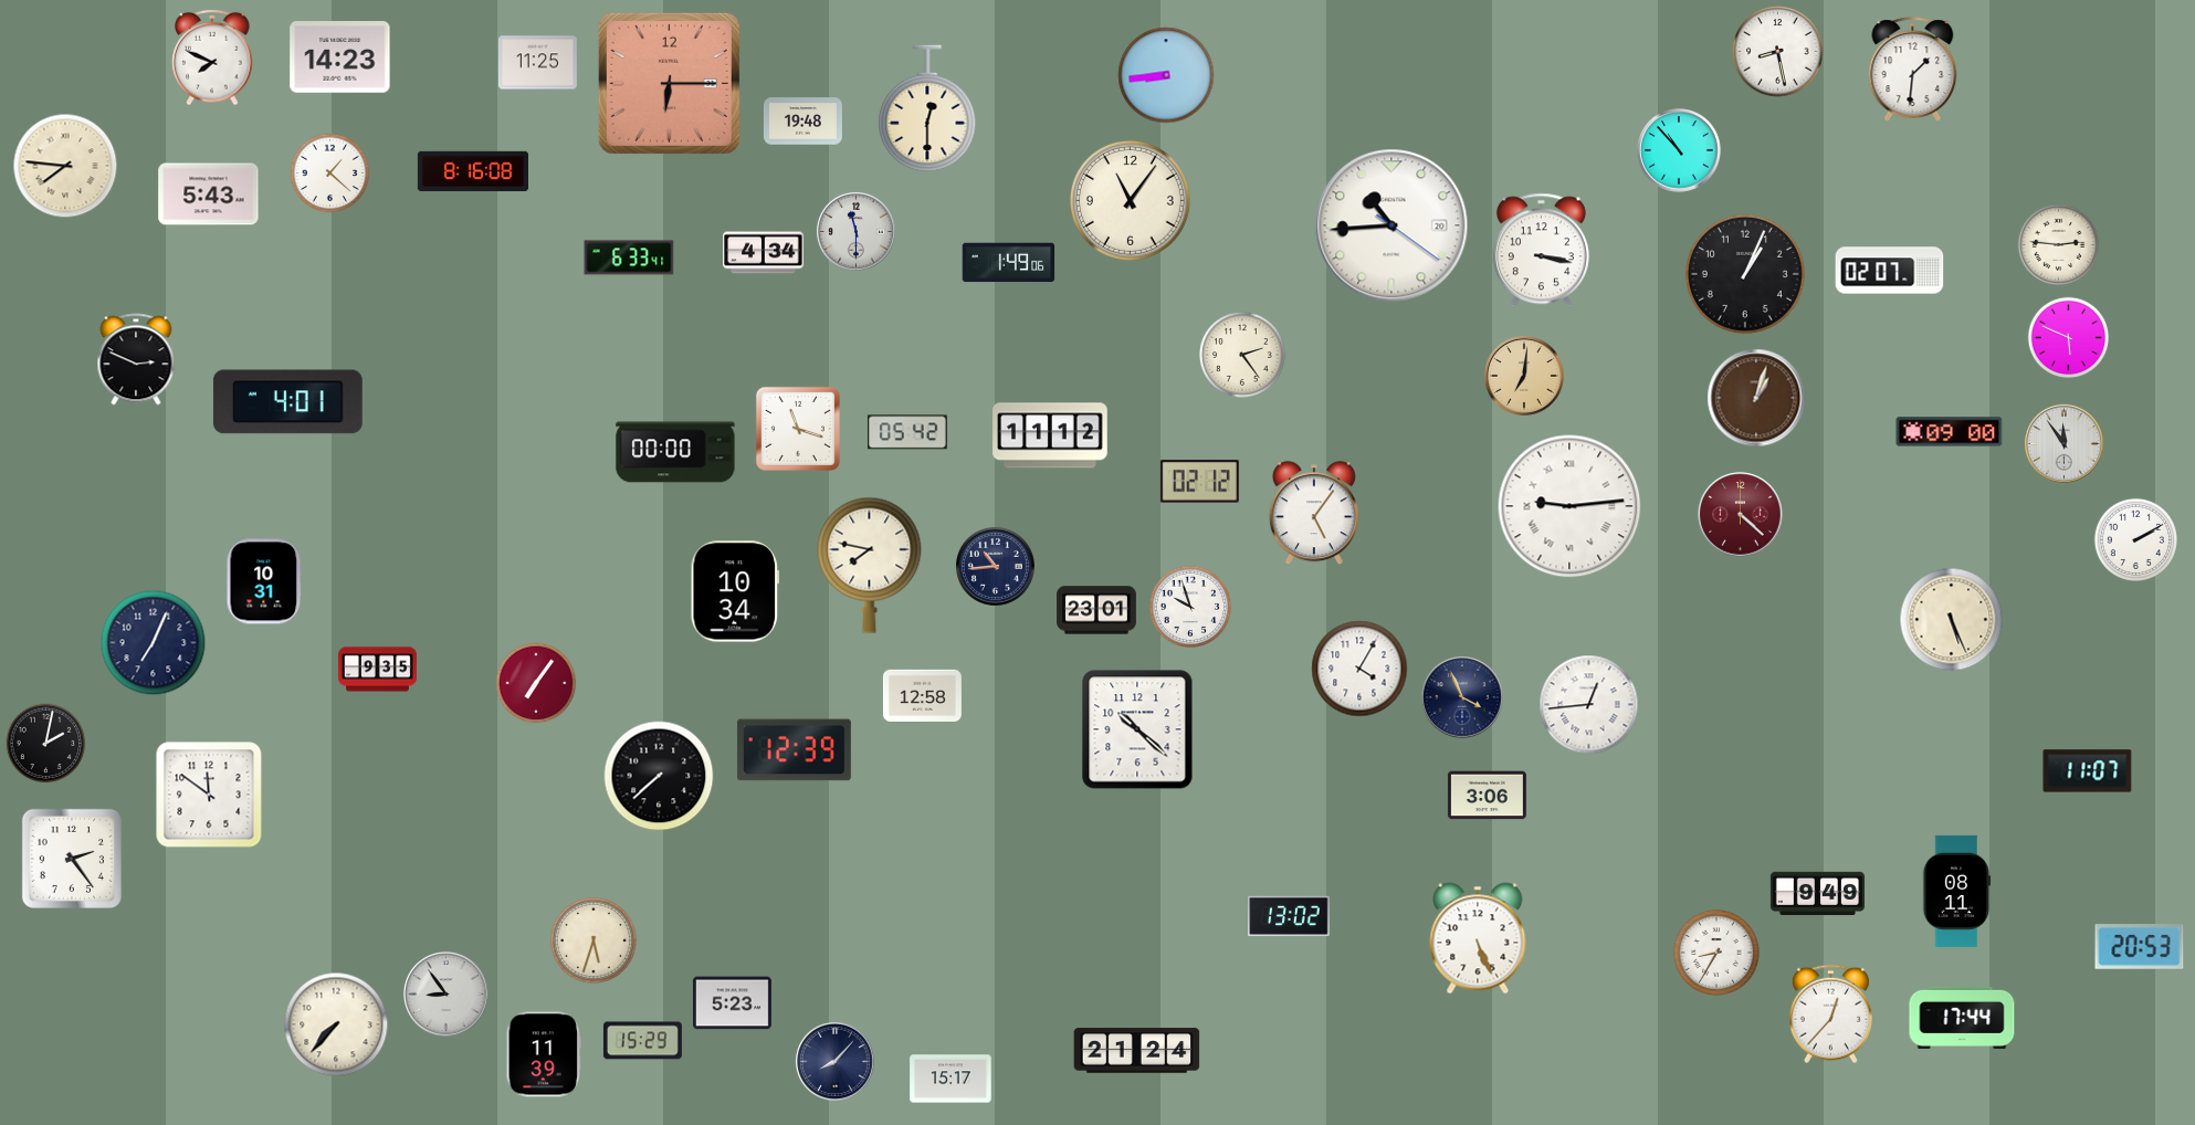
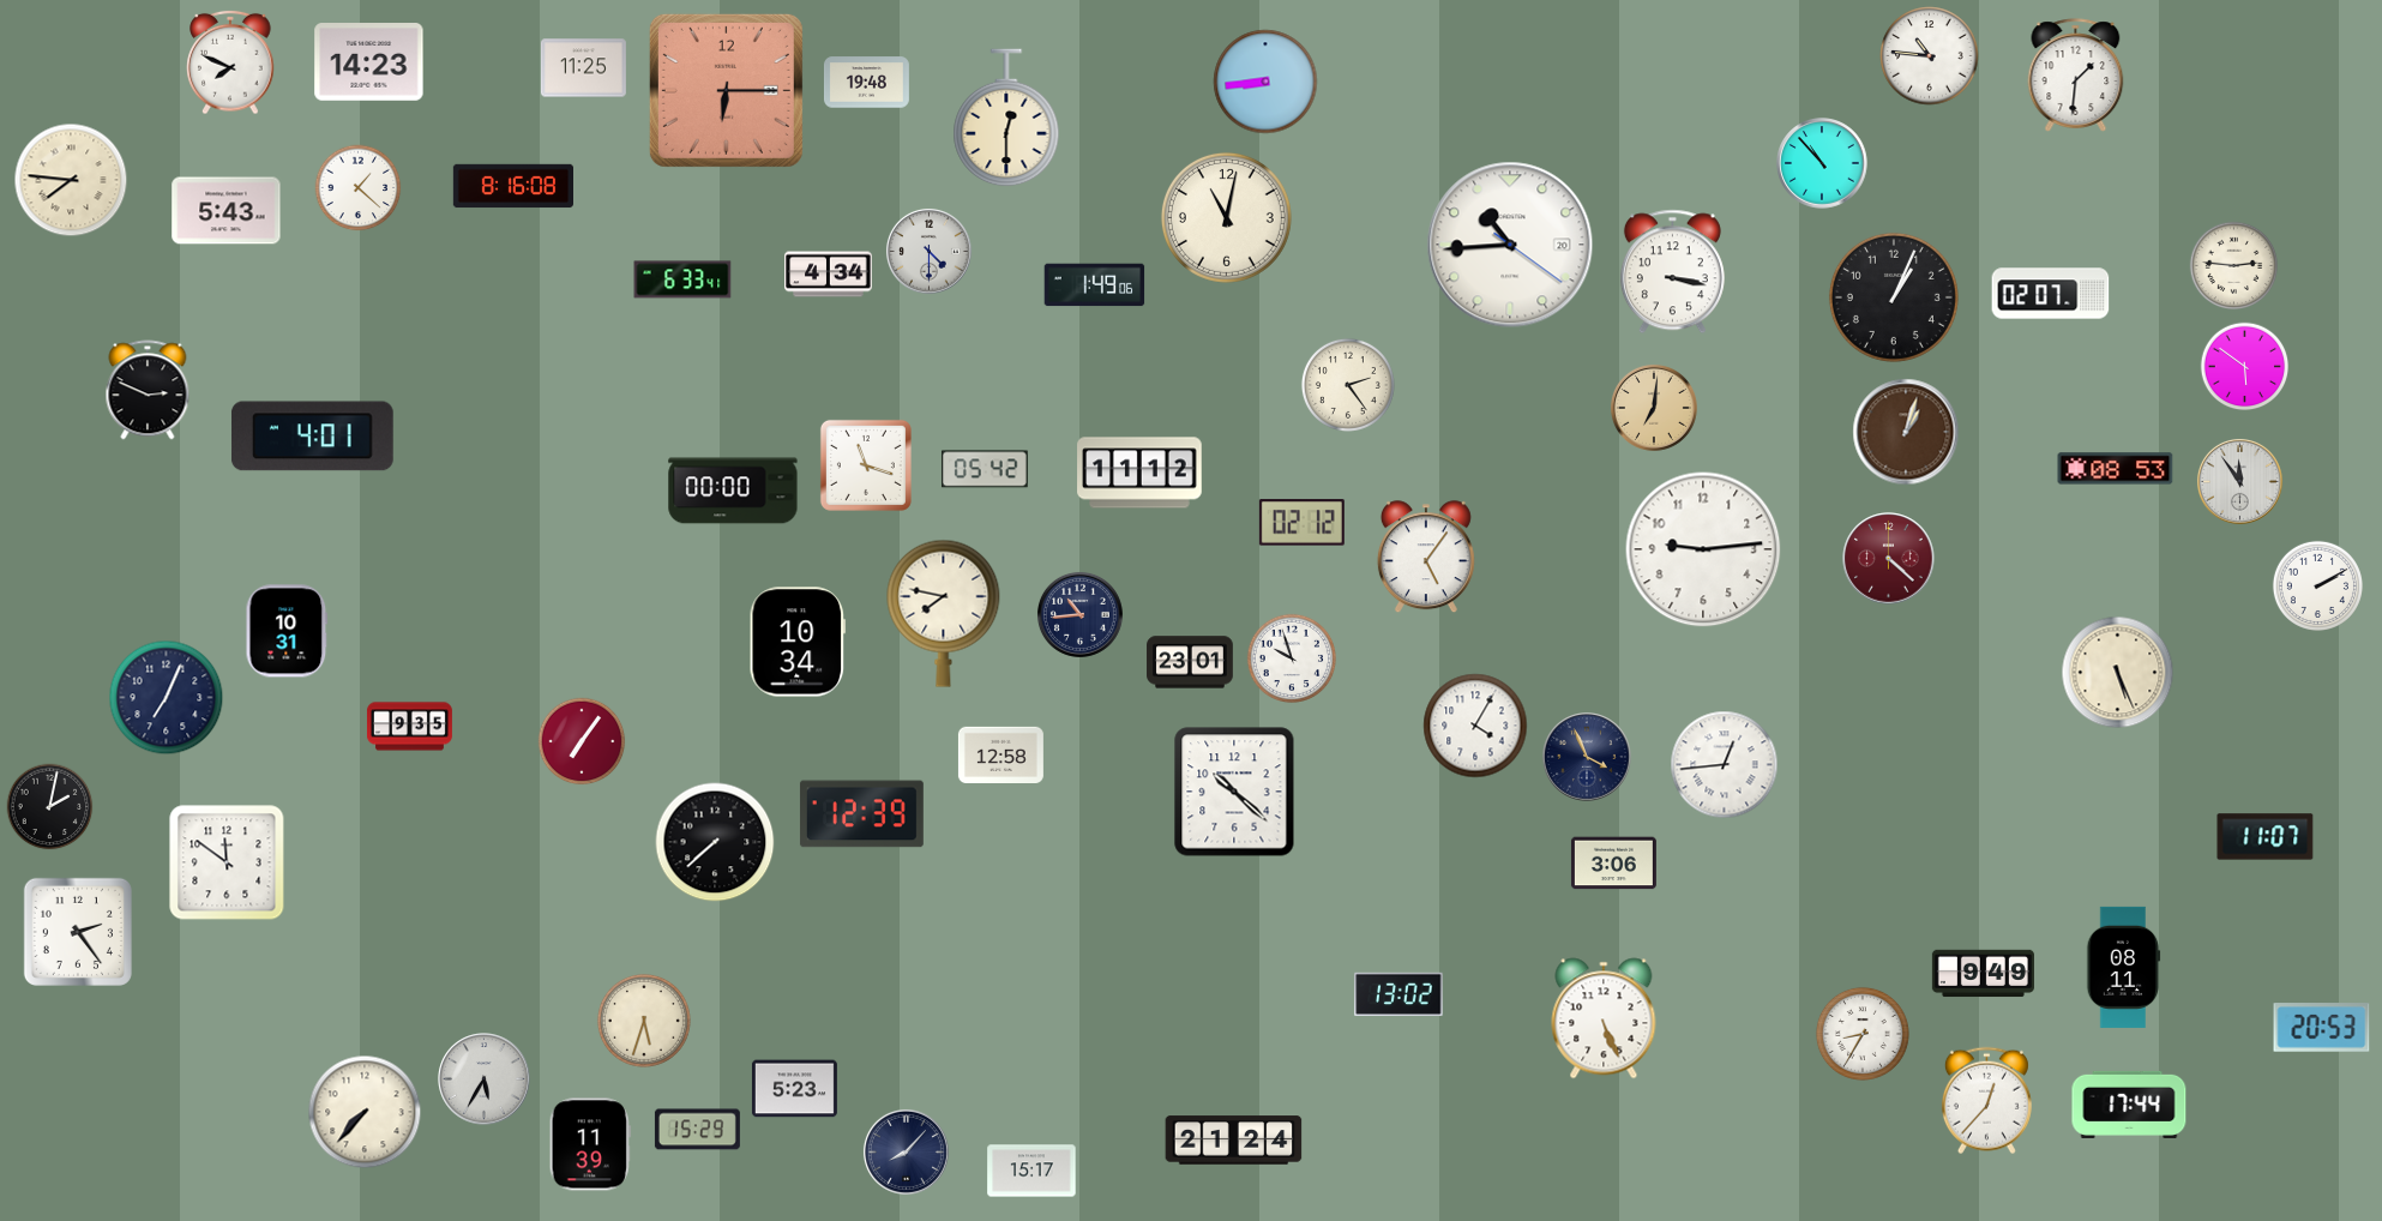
clock at (1778, 52): 8:28 -> 10:46
clock at (802, 122) position: (802, 122) -> (866, 83)
clock at (1130, 200): 11:06 -> 11:02
clock at (855, 231): 11:30 -> 4:30
clock at (2069, 338): 5:49 -> 5:51
clock at (1950, 432): 09:00 -> 08:53
clock at (1569, 506) numerals: Roman -> Arabic
clock at (1817, 894) position: (1817, 894) -> (1983, 974)
clock at (447, 995): 8:54 -> 5:35
